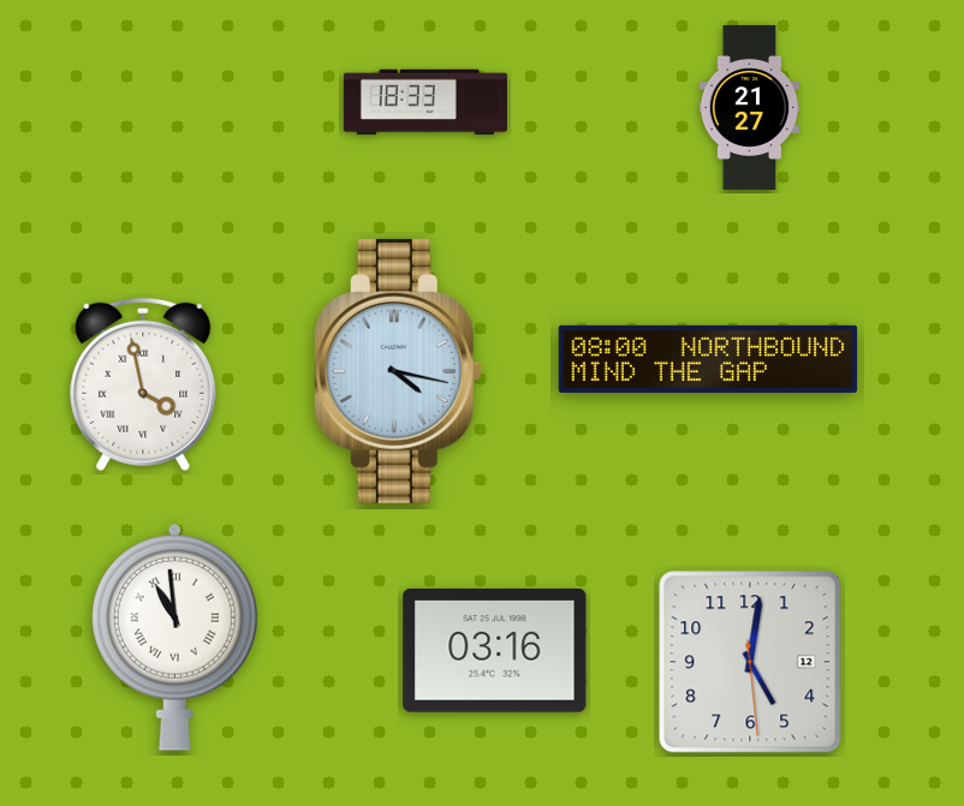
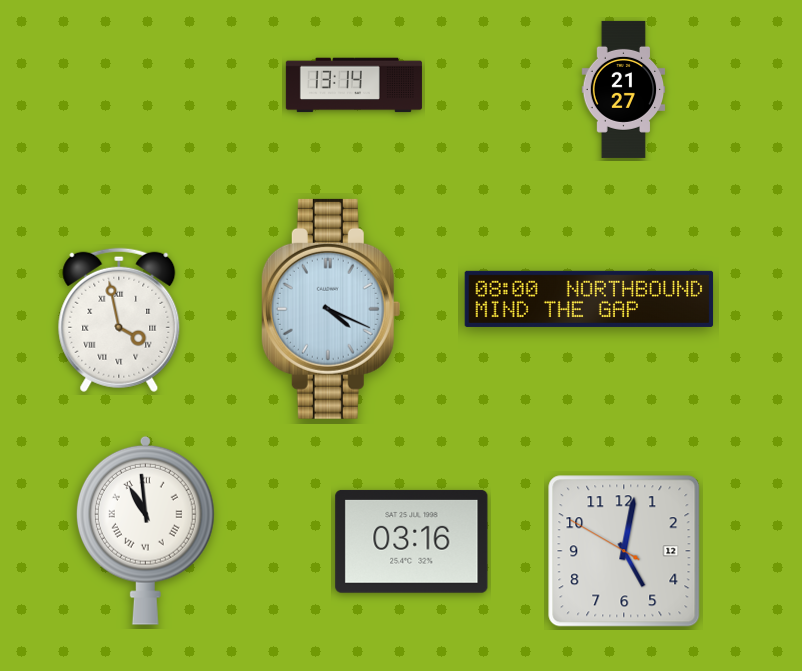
clock at (426, 102): 18:33 -> 13:14
clock at (398, 371): 4:17 -> 4:19
clock at (750, 662): 5:01:29 -> 5:01:50
